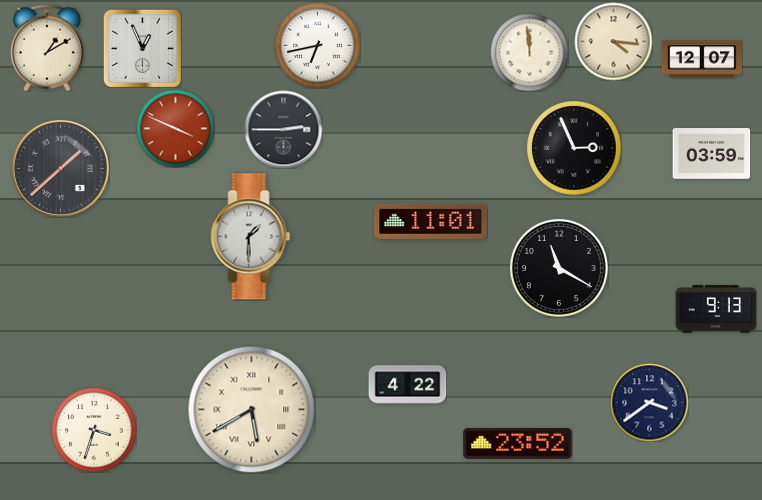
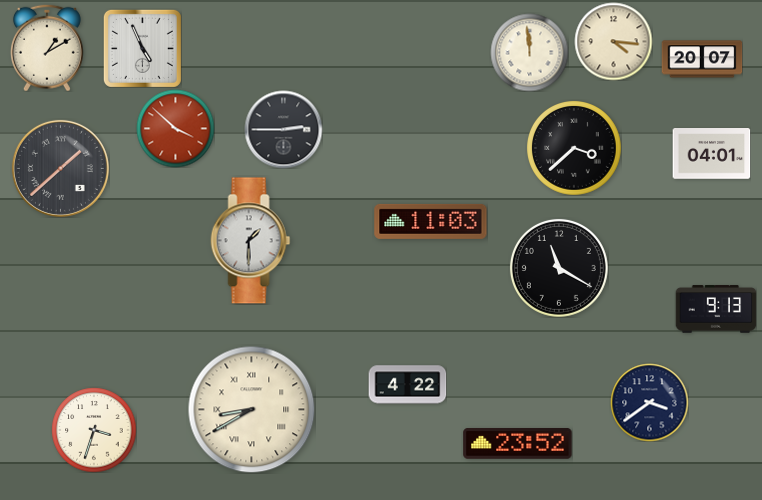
clock at (317, 45): 6:43 -> none
clock at (142, 48): 12:56 -> 4:56
clock at (702, 59): 12:07 -> 20:07
clock at (175, 128): 3:49 -> 3:52
clock at (574, 148): 2:56 -> 3:38
clock at (711, 154): 03:59 -> 04:01
clock at (431, 221): 11:01 -> 11:03
clock at (251, 237) position: (251, 237) -> (251, 241)
clock at (251, 409): 5:40 -> 8:40
